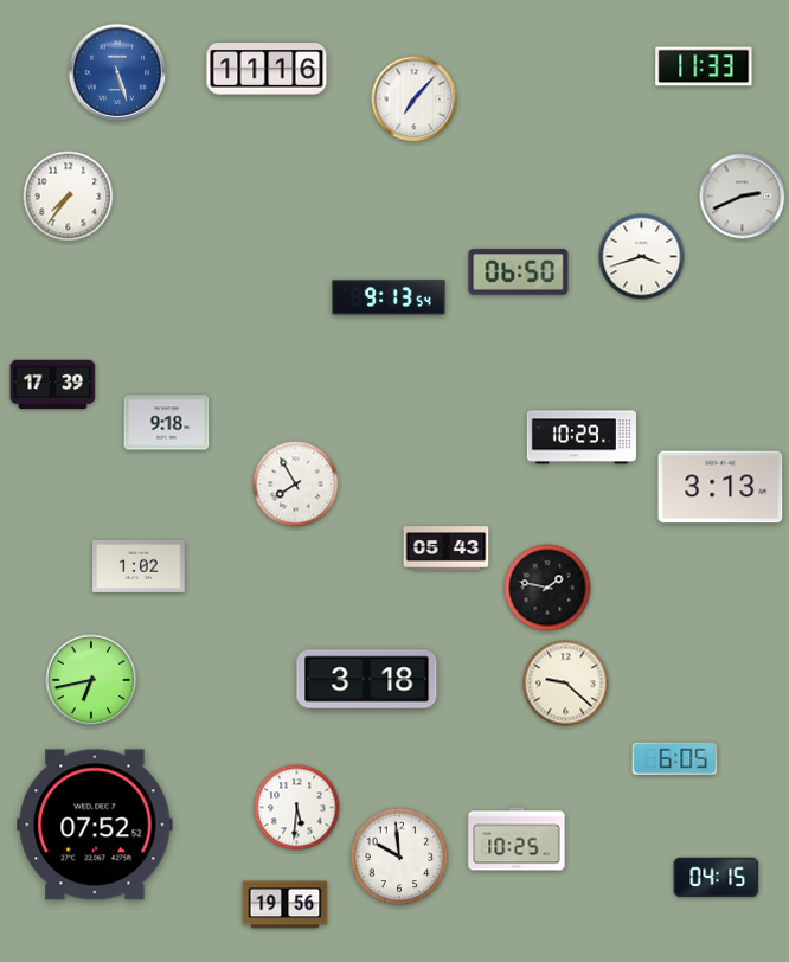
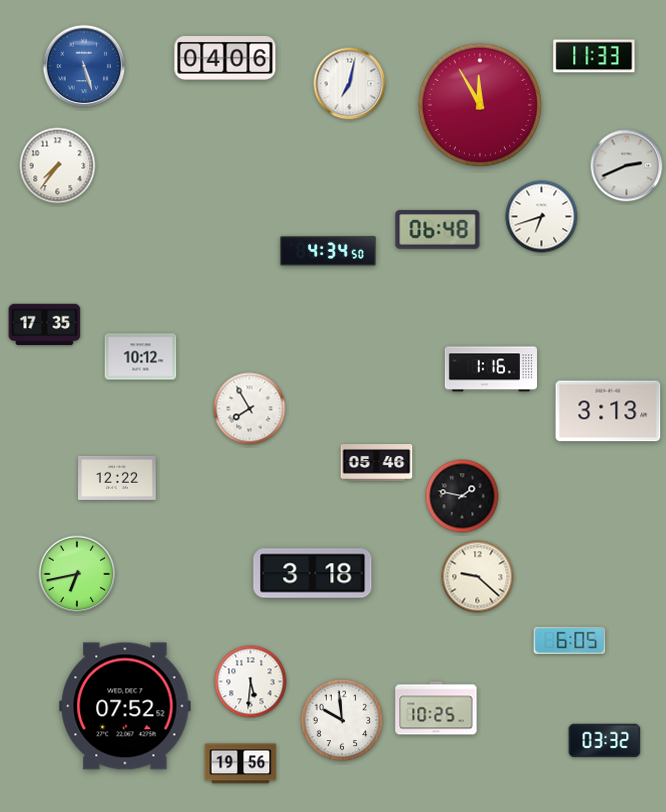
clock at (267, 69): 11:16 -> 04:06
clock at (117, 72) position: (117, 72) -> (84, 66)
clock at (415, 100): 7:07 -> 7:02
clock at (480, 105): none -> 11:55
clock at (642, 257): 3:42 -> 6:42
clock at (519, 272): 06:50 -> 06:48
clock at (389, 297): 9:13 -> 4:34
clock at (53, 385): 17:39 -> 17:35
clock at (167, 423): 9:18 -> 10:12
clock at (580, 437): 10:29 -> 1:16
clock at (447, 549): 05:43 -> 05:46
clock at (140, 566): 1:02 -> 12:22
clock at (367, 680) position: (367, 680) -> (313, 574)
clock at (95, 825) position: (95, 825) -> (125, 706)
clock at (399, 857) position: (399, 857) -> (342, 720)
clock at (717, 878): 04:15 -> 03:32
